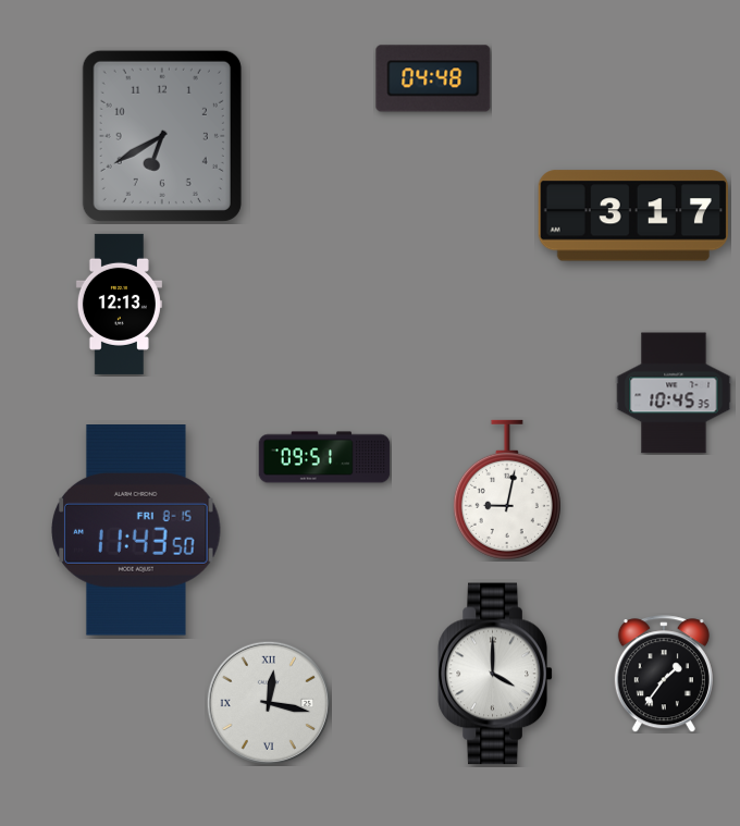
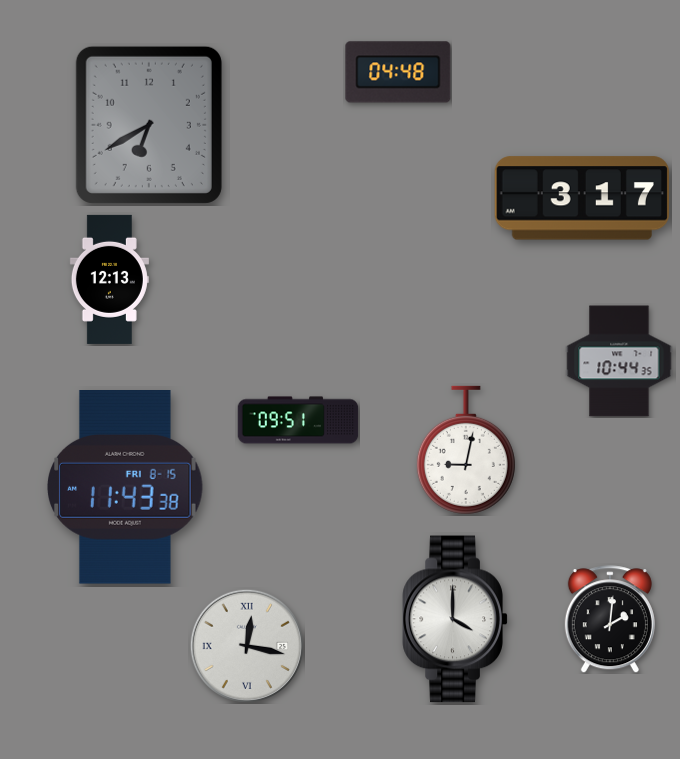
clock at (674, 393): 10:45 -> 10:44
clock at (136, 531): 11:43:50 -> 11:43:38
clock at (664, 674): 1:36 -> 2:01
